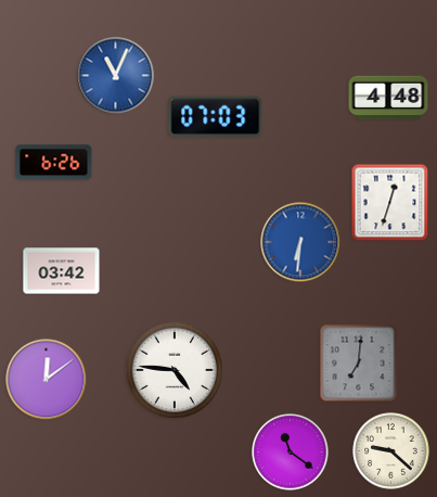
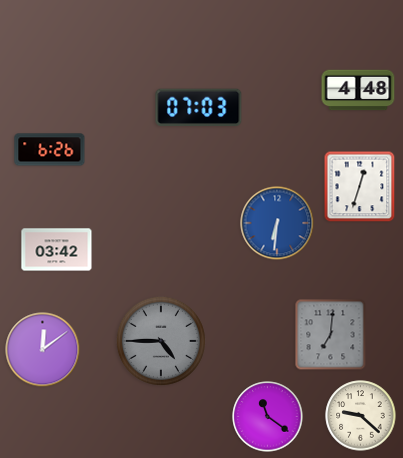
clock at (116, 76): 11:04 -> none
clock at (175, 370): 4:46 -> 4:45
clock at (175, 370) dial: white -> grey
